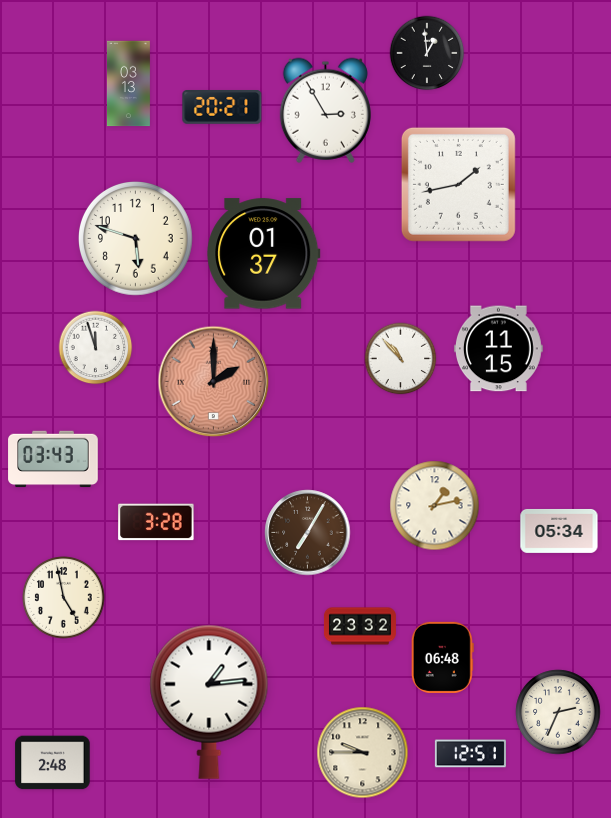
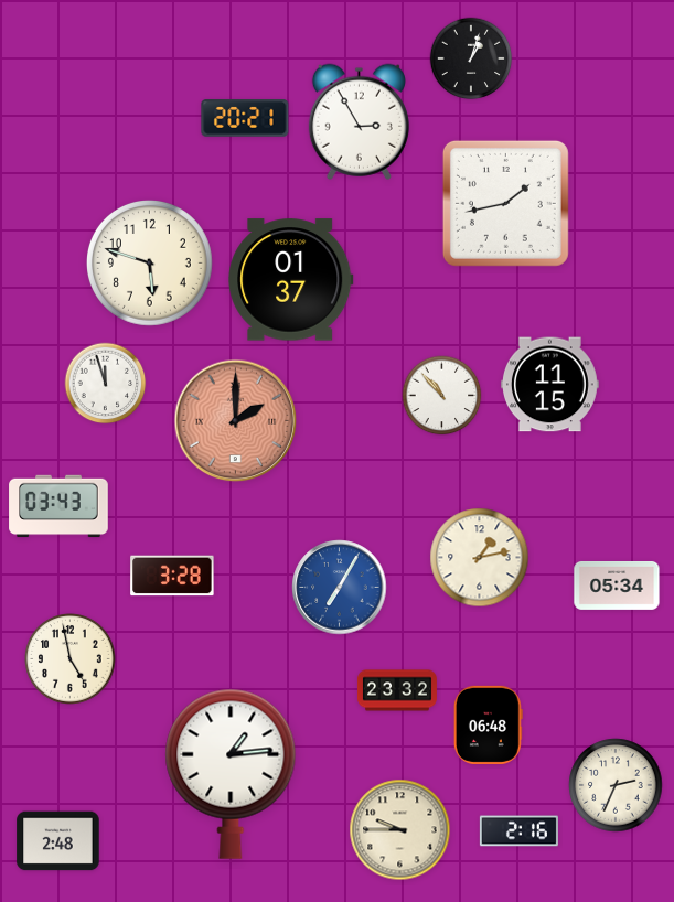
clock at (427, 53): 12:59 -> 1:03
clock at (128, 84): 03:13 -> none
clock at (308, 533) dial: brown -> blue
clock at (470, 754): 12:51 -> 2:16
